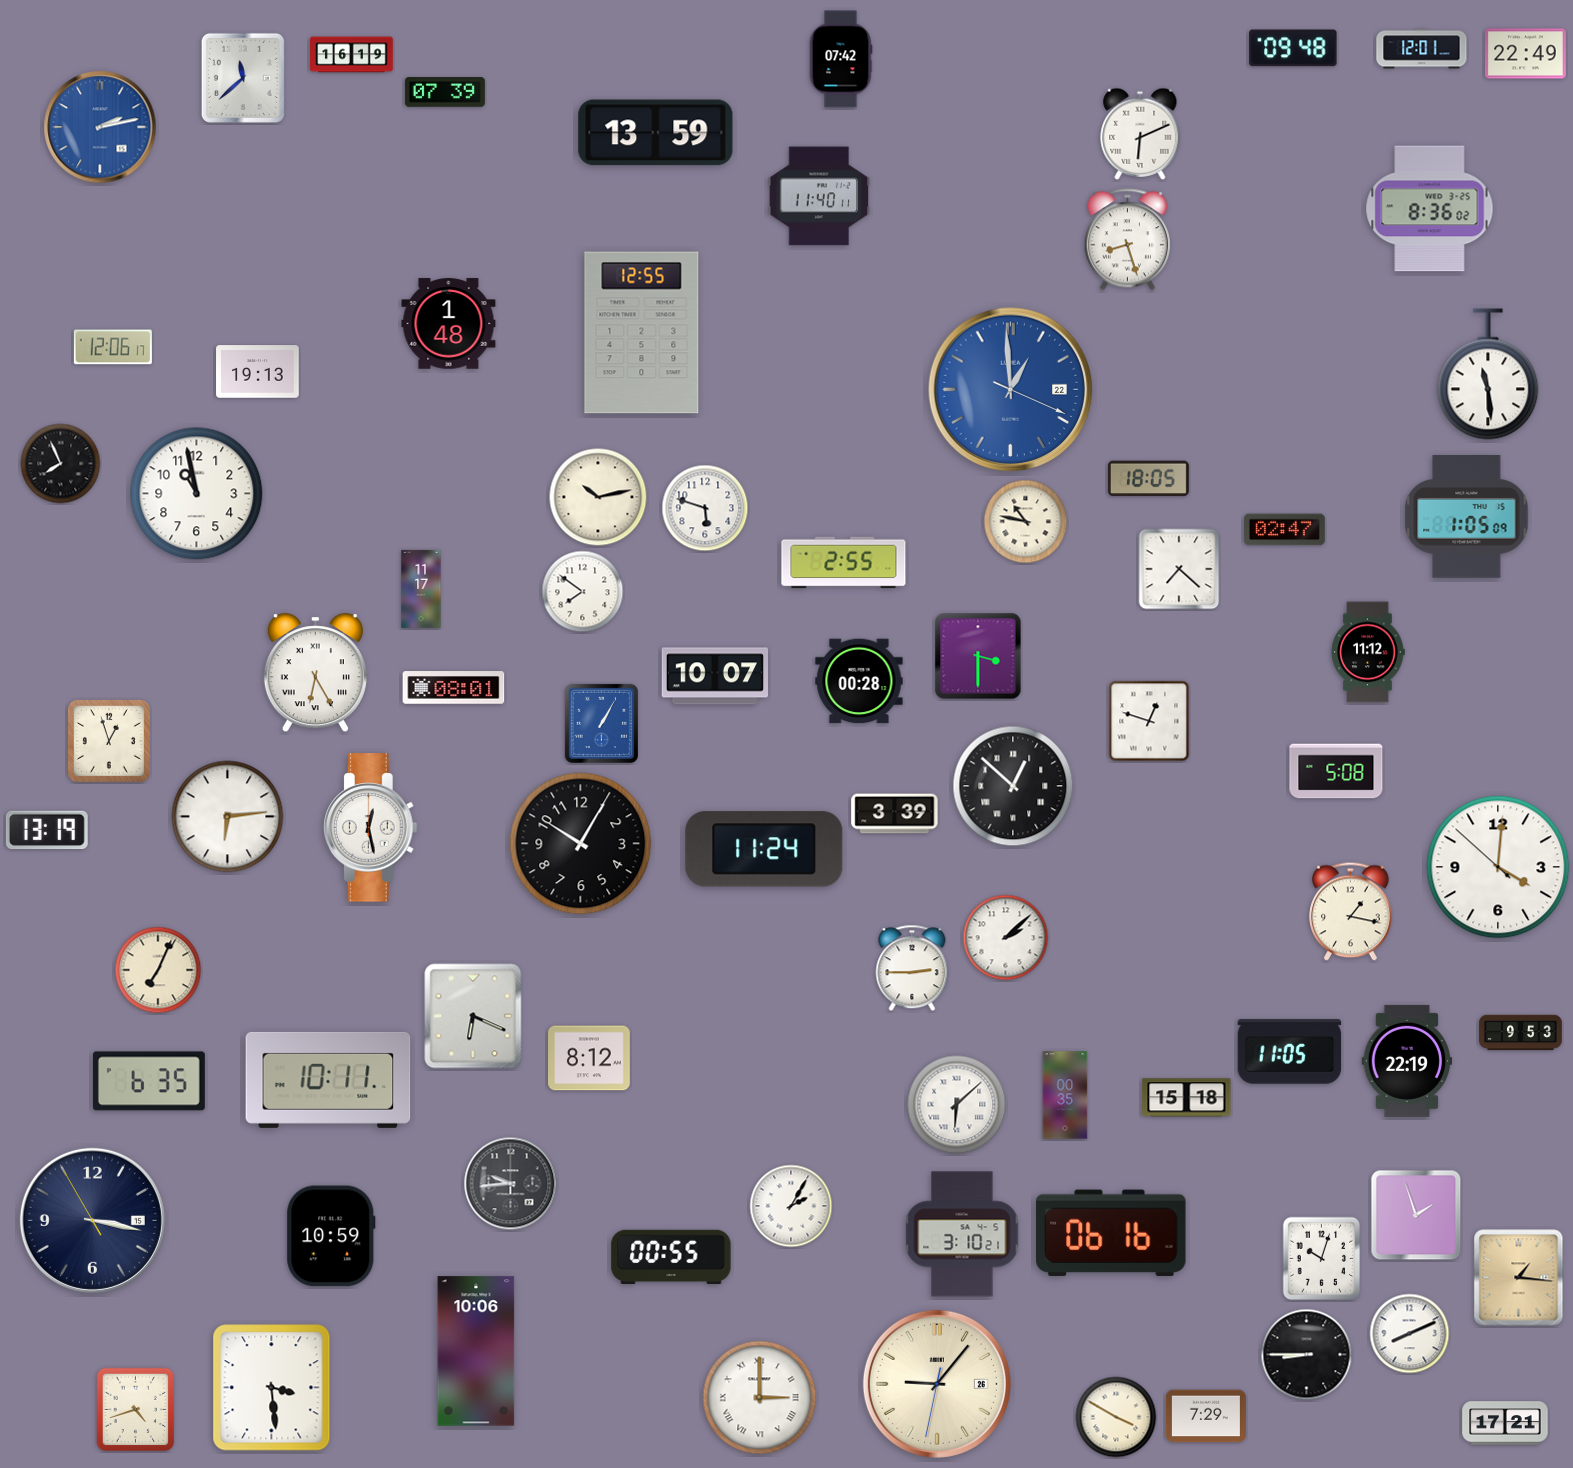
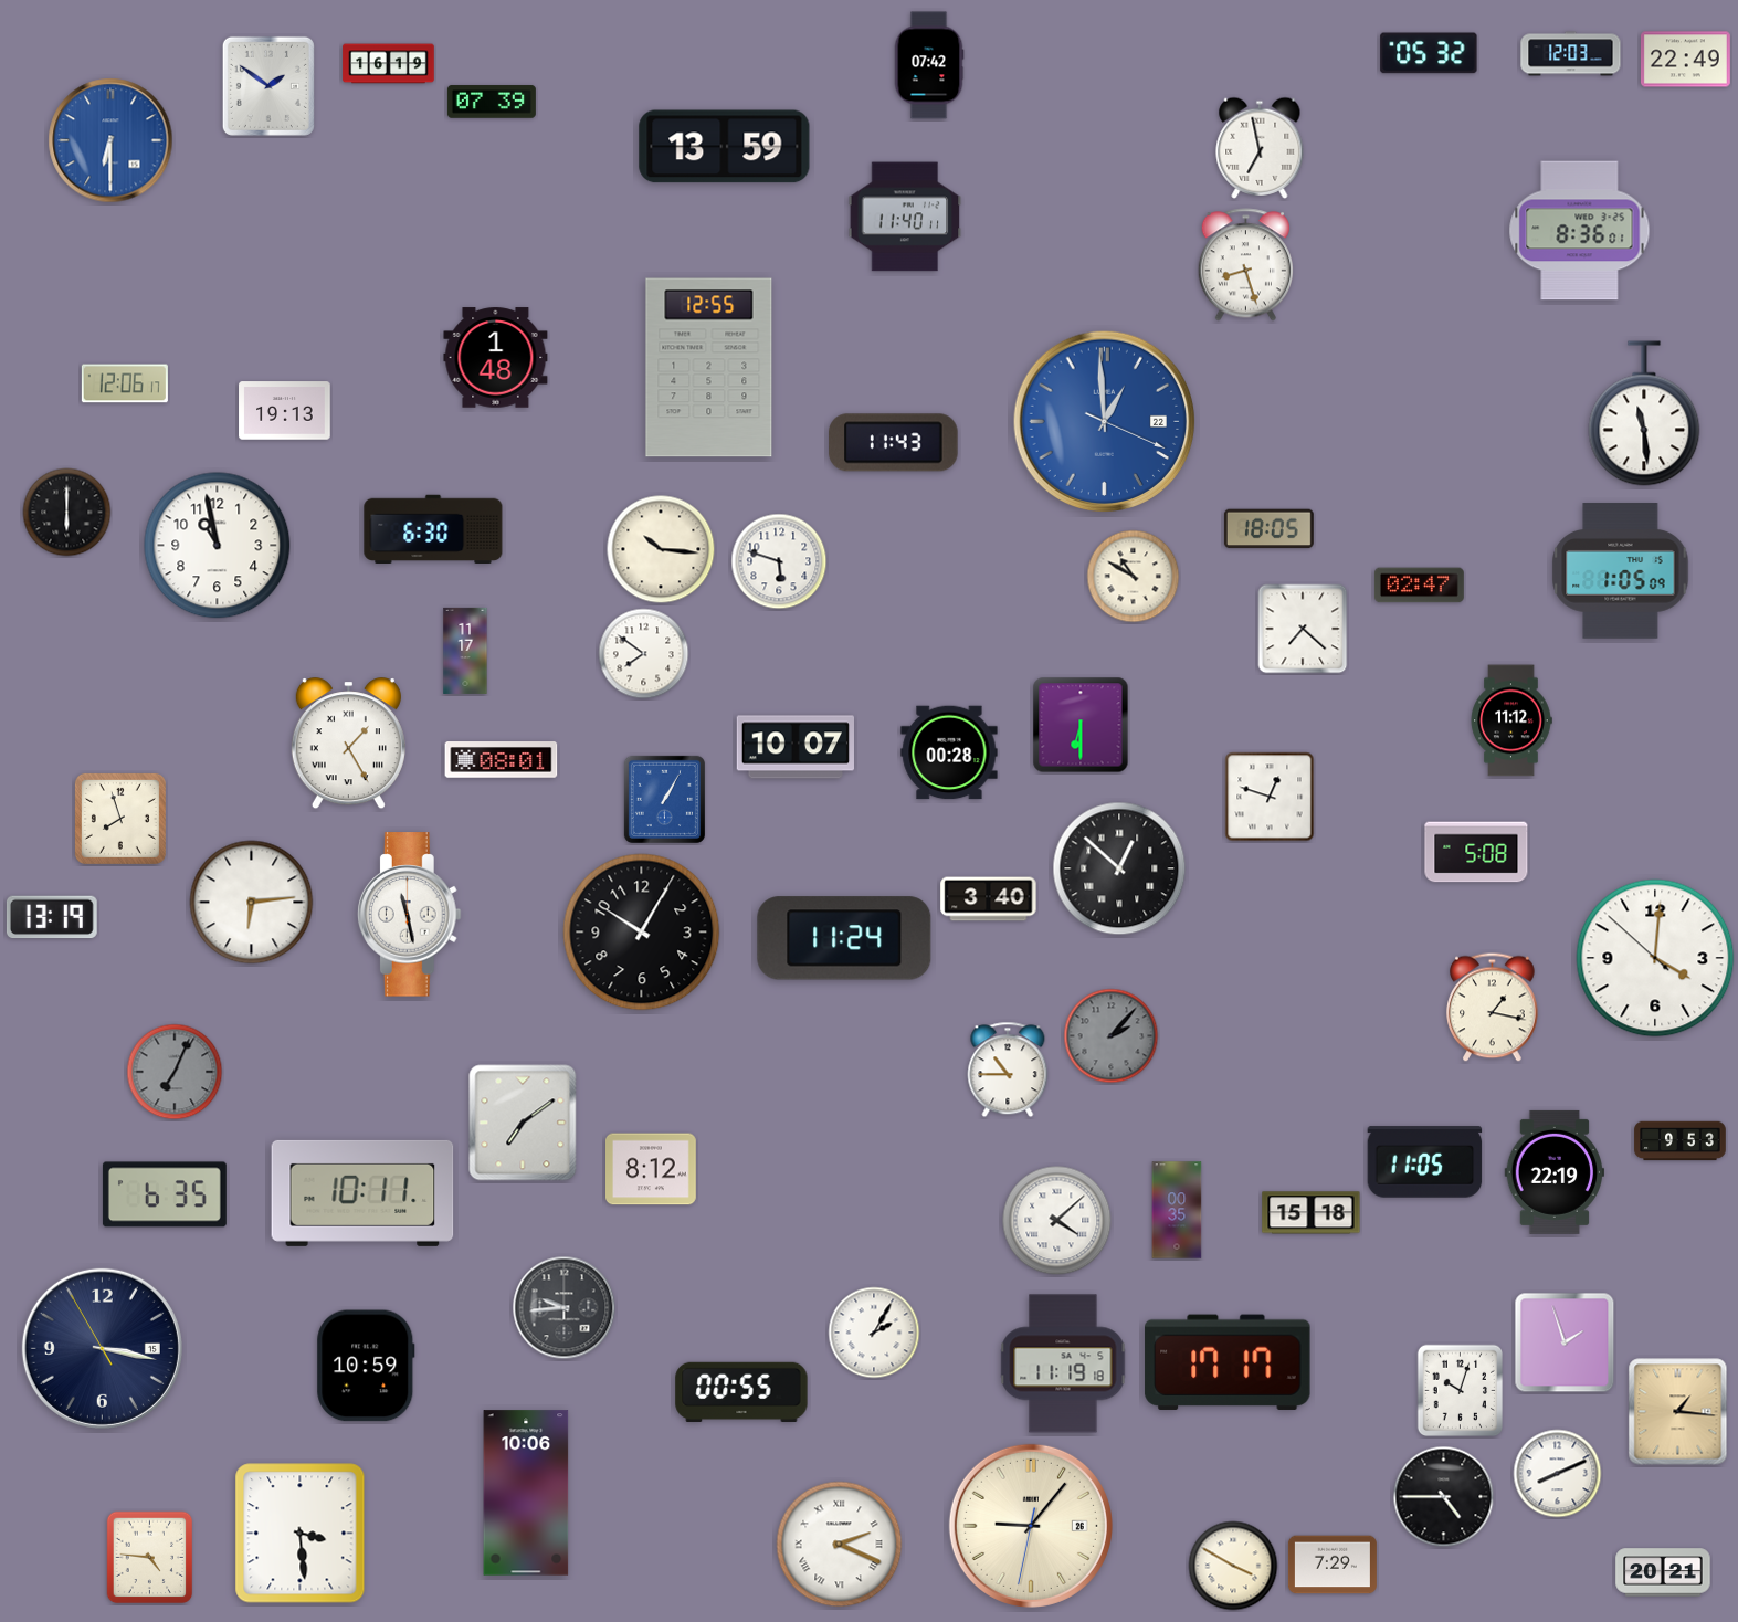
clock at (1293, 48): 09:48 -> 05:32
clock at (1422, 49): 12:01 -> 12:03
clock at (352, 55) position: (352, 55) -> (389, 64)
clock at (243, 78): 11:38 -> 1:51
clock at (100, 127): 2:13 -> 6:30
clock at (1140, 134): 6:11 -> 6:58
clock at (1430, 209): 8:36:02 -> 8:36:01
clock at (1011, 390) position: (1011, 390) -> (1105, 422)
clock at (894, 443): none -> 11:43
clock at (61, 464): 7:56 -> 6:00
clock at (433, 528): none -> 6:30
clock at (598, 497): 10:13 -> 10:16
clock at (1026, 522): 10:47 -> 10:50
clock at (844, 563): 2:55 -> none
clock at (978, 656): 3:30 -> 6:30
clock at (315, 673): 6:25 -> 1:25
clock at (714, 676) position: (714, 676) -> (794, 747)
clock at (109, 741): 12:57 -> 7:57
clock at (895, 814): 3:39 -> 3:40
clock at (370, 828): 12:28 -> 11:28
clock at (1006, 938): 2:08 -> 2:07
clock at (1006, 938) dial: white -> grey
clock at (912, 968): 2:45 -> 10:45
clock at (158, 970) dial: cream -> grey
clock at (473, 1016): 6:19 -> 7:09
clock at (957, 1105): 6:08 -> 4:08
clock at (1111, 1232): 06:16 -> 17:17
clock at (962, 1234): 3:10 -> 11:19
clock at (671, 1257) position: (671, 1257) -> (741, 1392)
clock at (1307, 1355): 8:45 -> 4:45
clock at (937, 1384) position: (937, 1384) -> (1031, 1526)
clock at (760, 1398): 3:00 -> 2:19
clock at (136, 1410): 4:42 -> 4:46
clock at (1505, 1423): 17:21 -> 20:21
